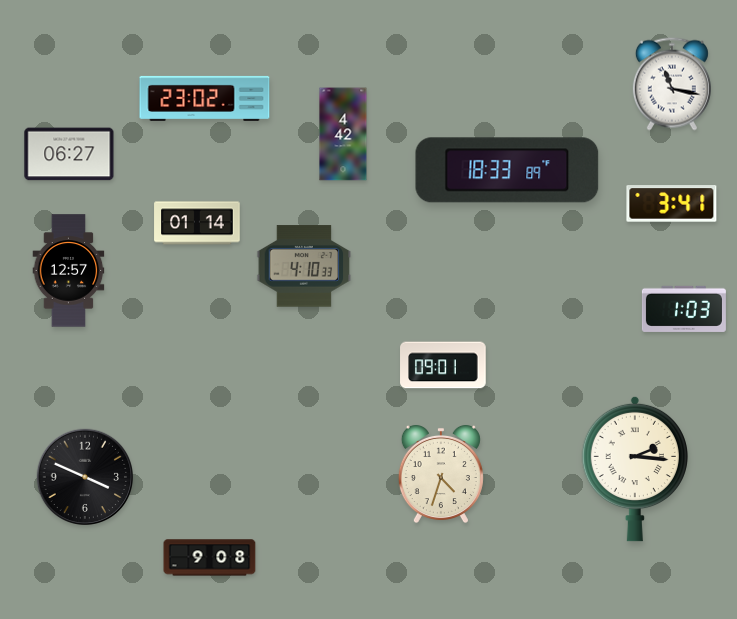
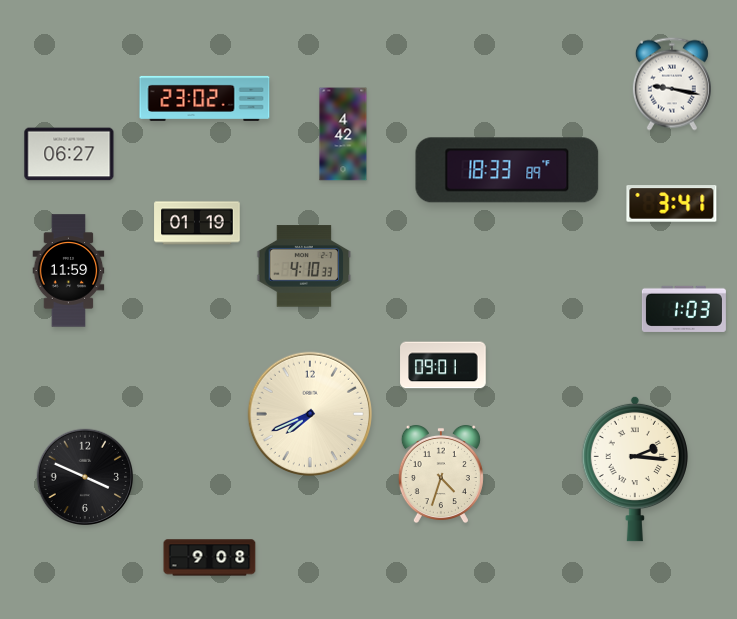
clock at (672, 84): 11:17 -> 9:17
clock at (197, 223): 01:14 -> 01:19
clock at (69, 271): 12:57 -> 11:59
clock at (309, 413): none -> 7:41
